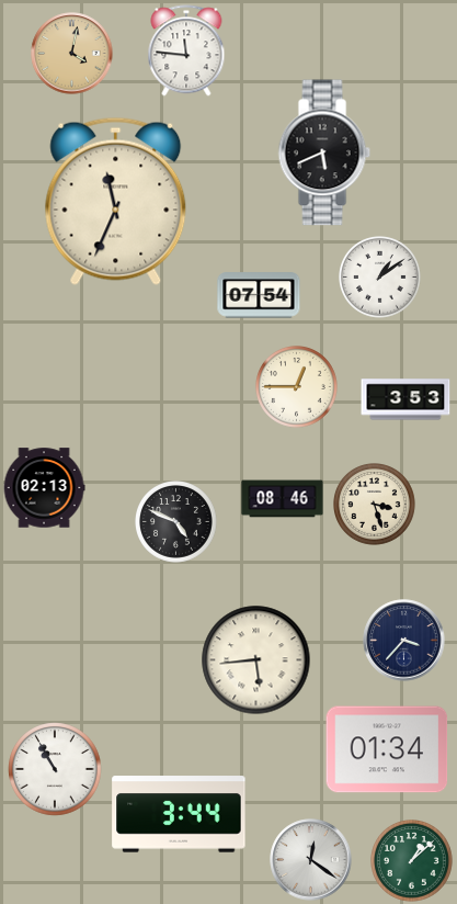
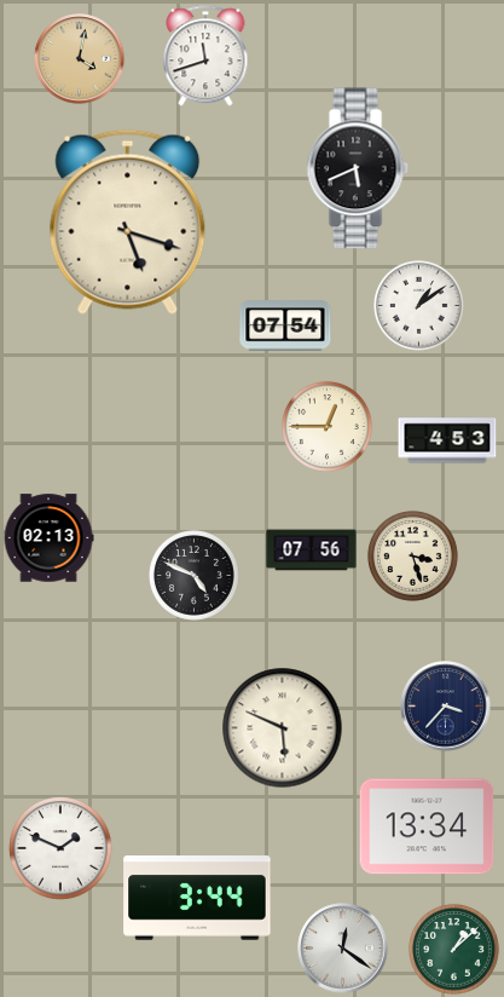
clock at (186, 50): 11:46 -> 11:42
clock at (116, 201): 11:34 -> 5:18
clock at (405, 399): 3:53 -> 4:53
clock at (283, 499): 08:46 -> 07:56
clock at (256, 660): 5:44 -> 5:49
clock at (387, 749): 01:34 -> 13:34
clock at (55, 769): 10:55 -> 1:49
